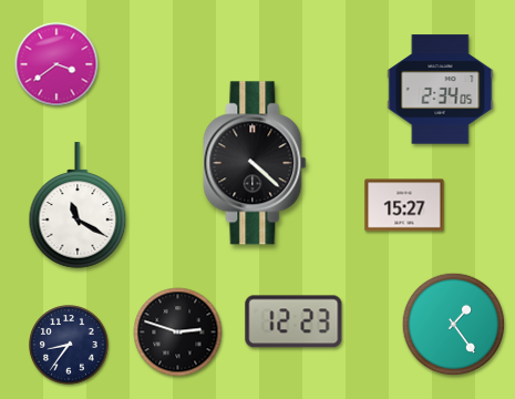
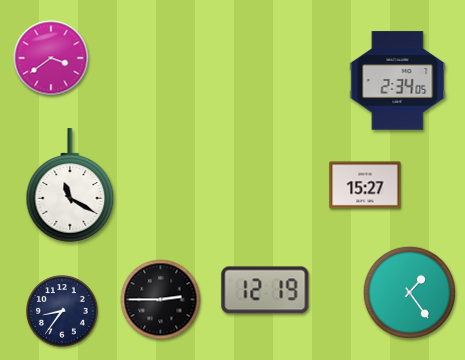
clock at (255, 163): 4:22 -> none
clock at (293, 321): 12:23 -> 12:19
clock at (178, 332): 2:48 -> 2:45
